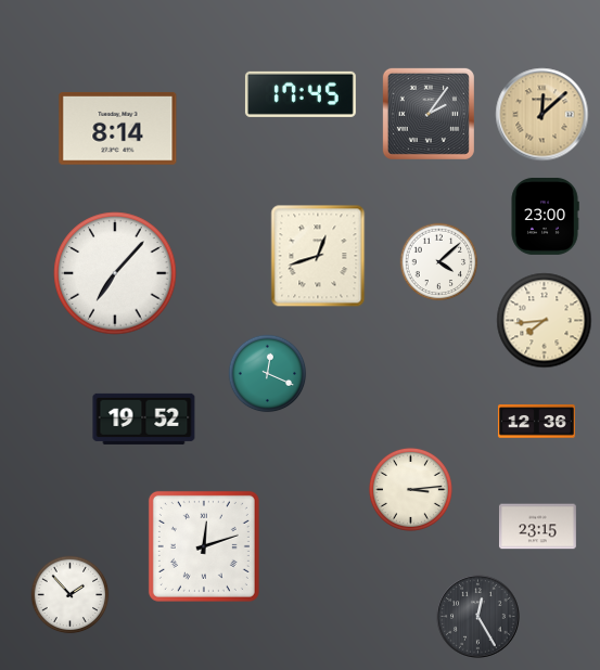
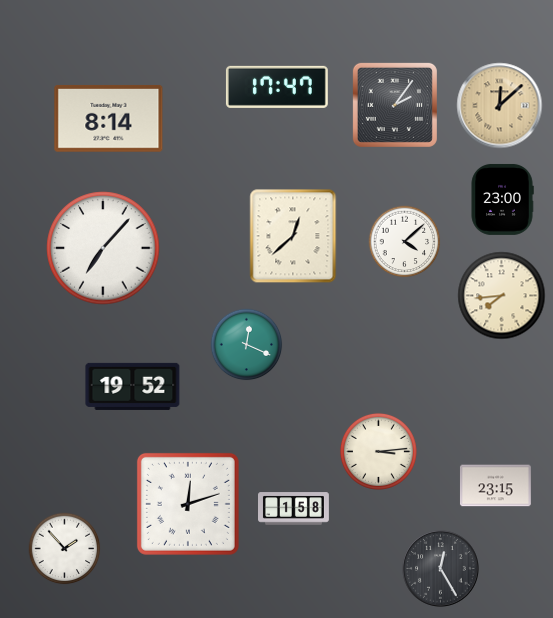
clock at (301, 94): 17:45 -> 17:47
clock at (318, 256): 12:42 -> 12:38
clock at (115, 273) position: (115, 273) -> (103, 248)
clock at (536, 422): 12:36 -> none
clock at (294, 509): none -> 1:58
